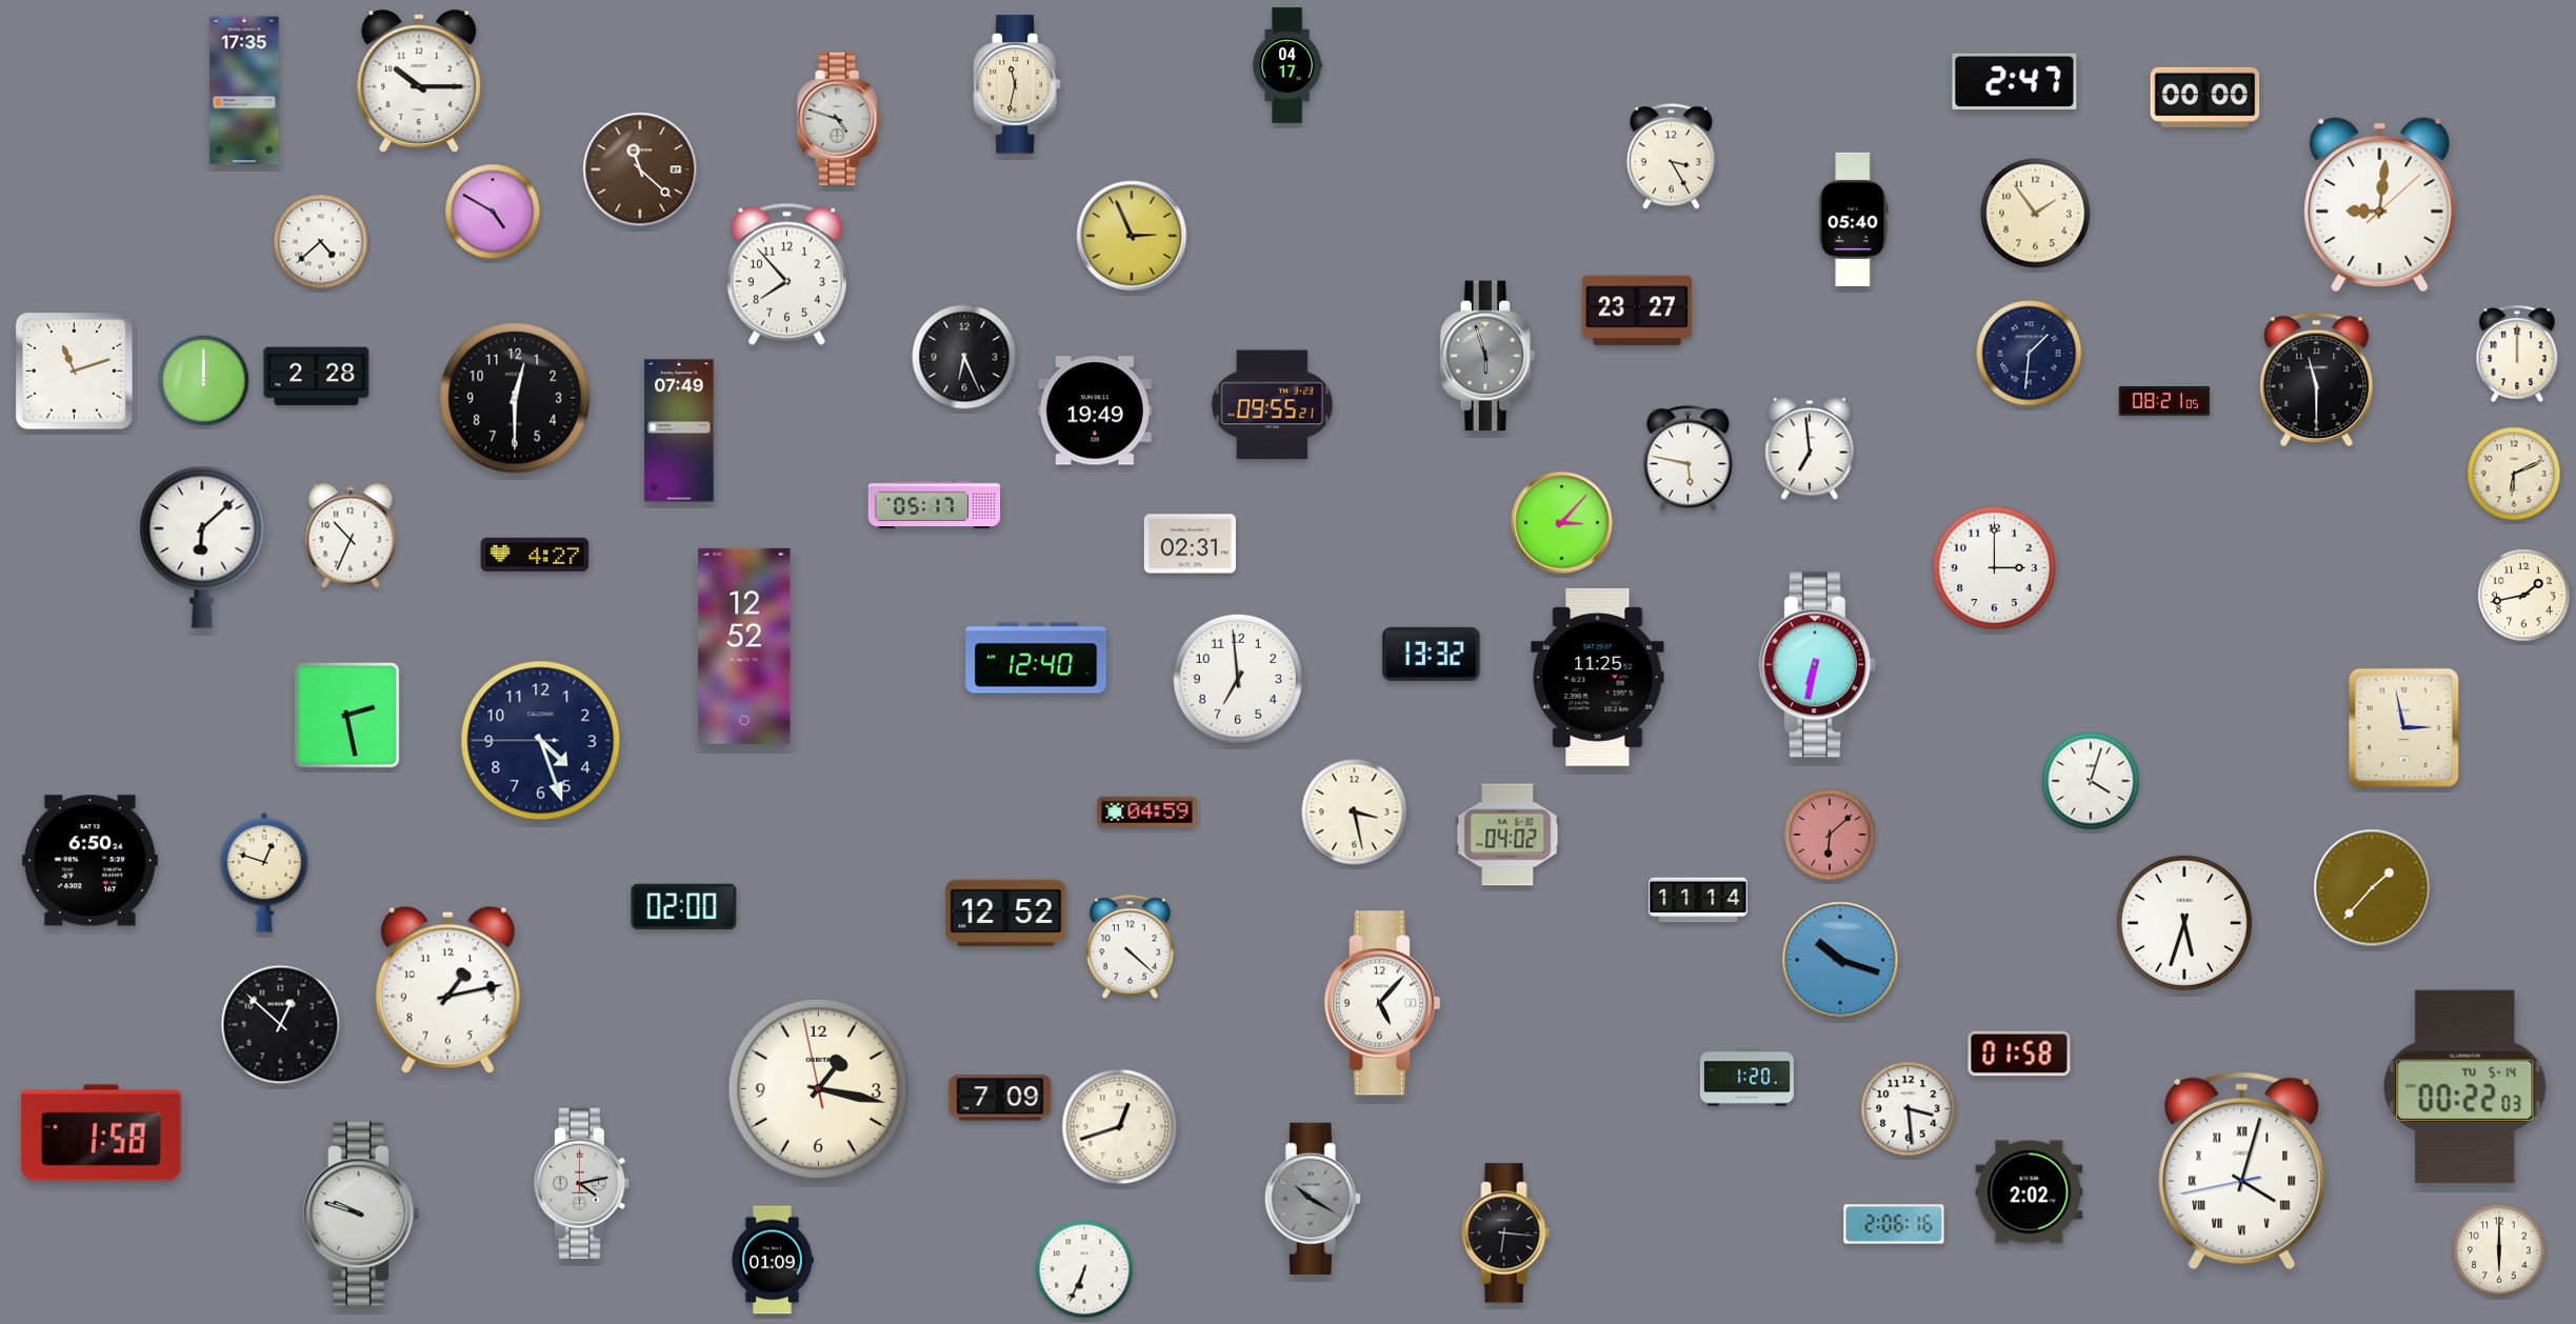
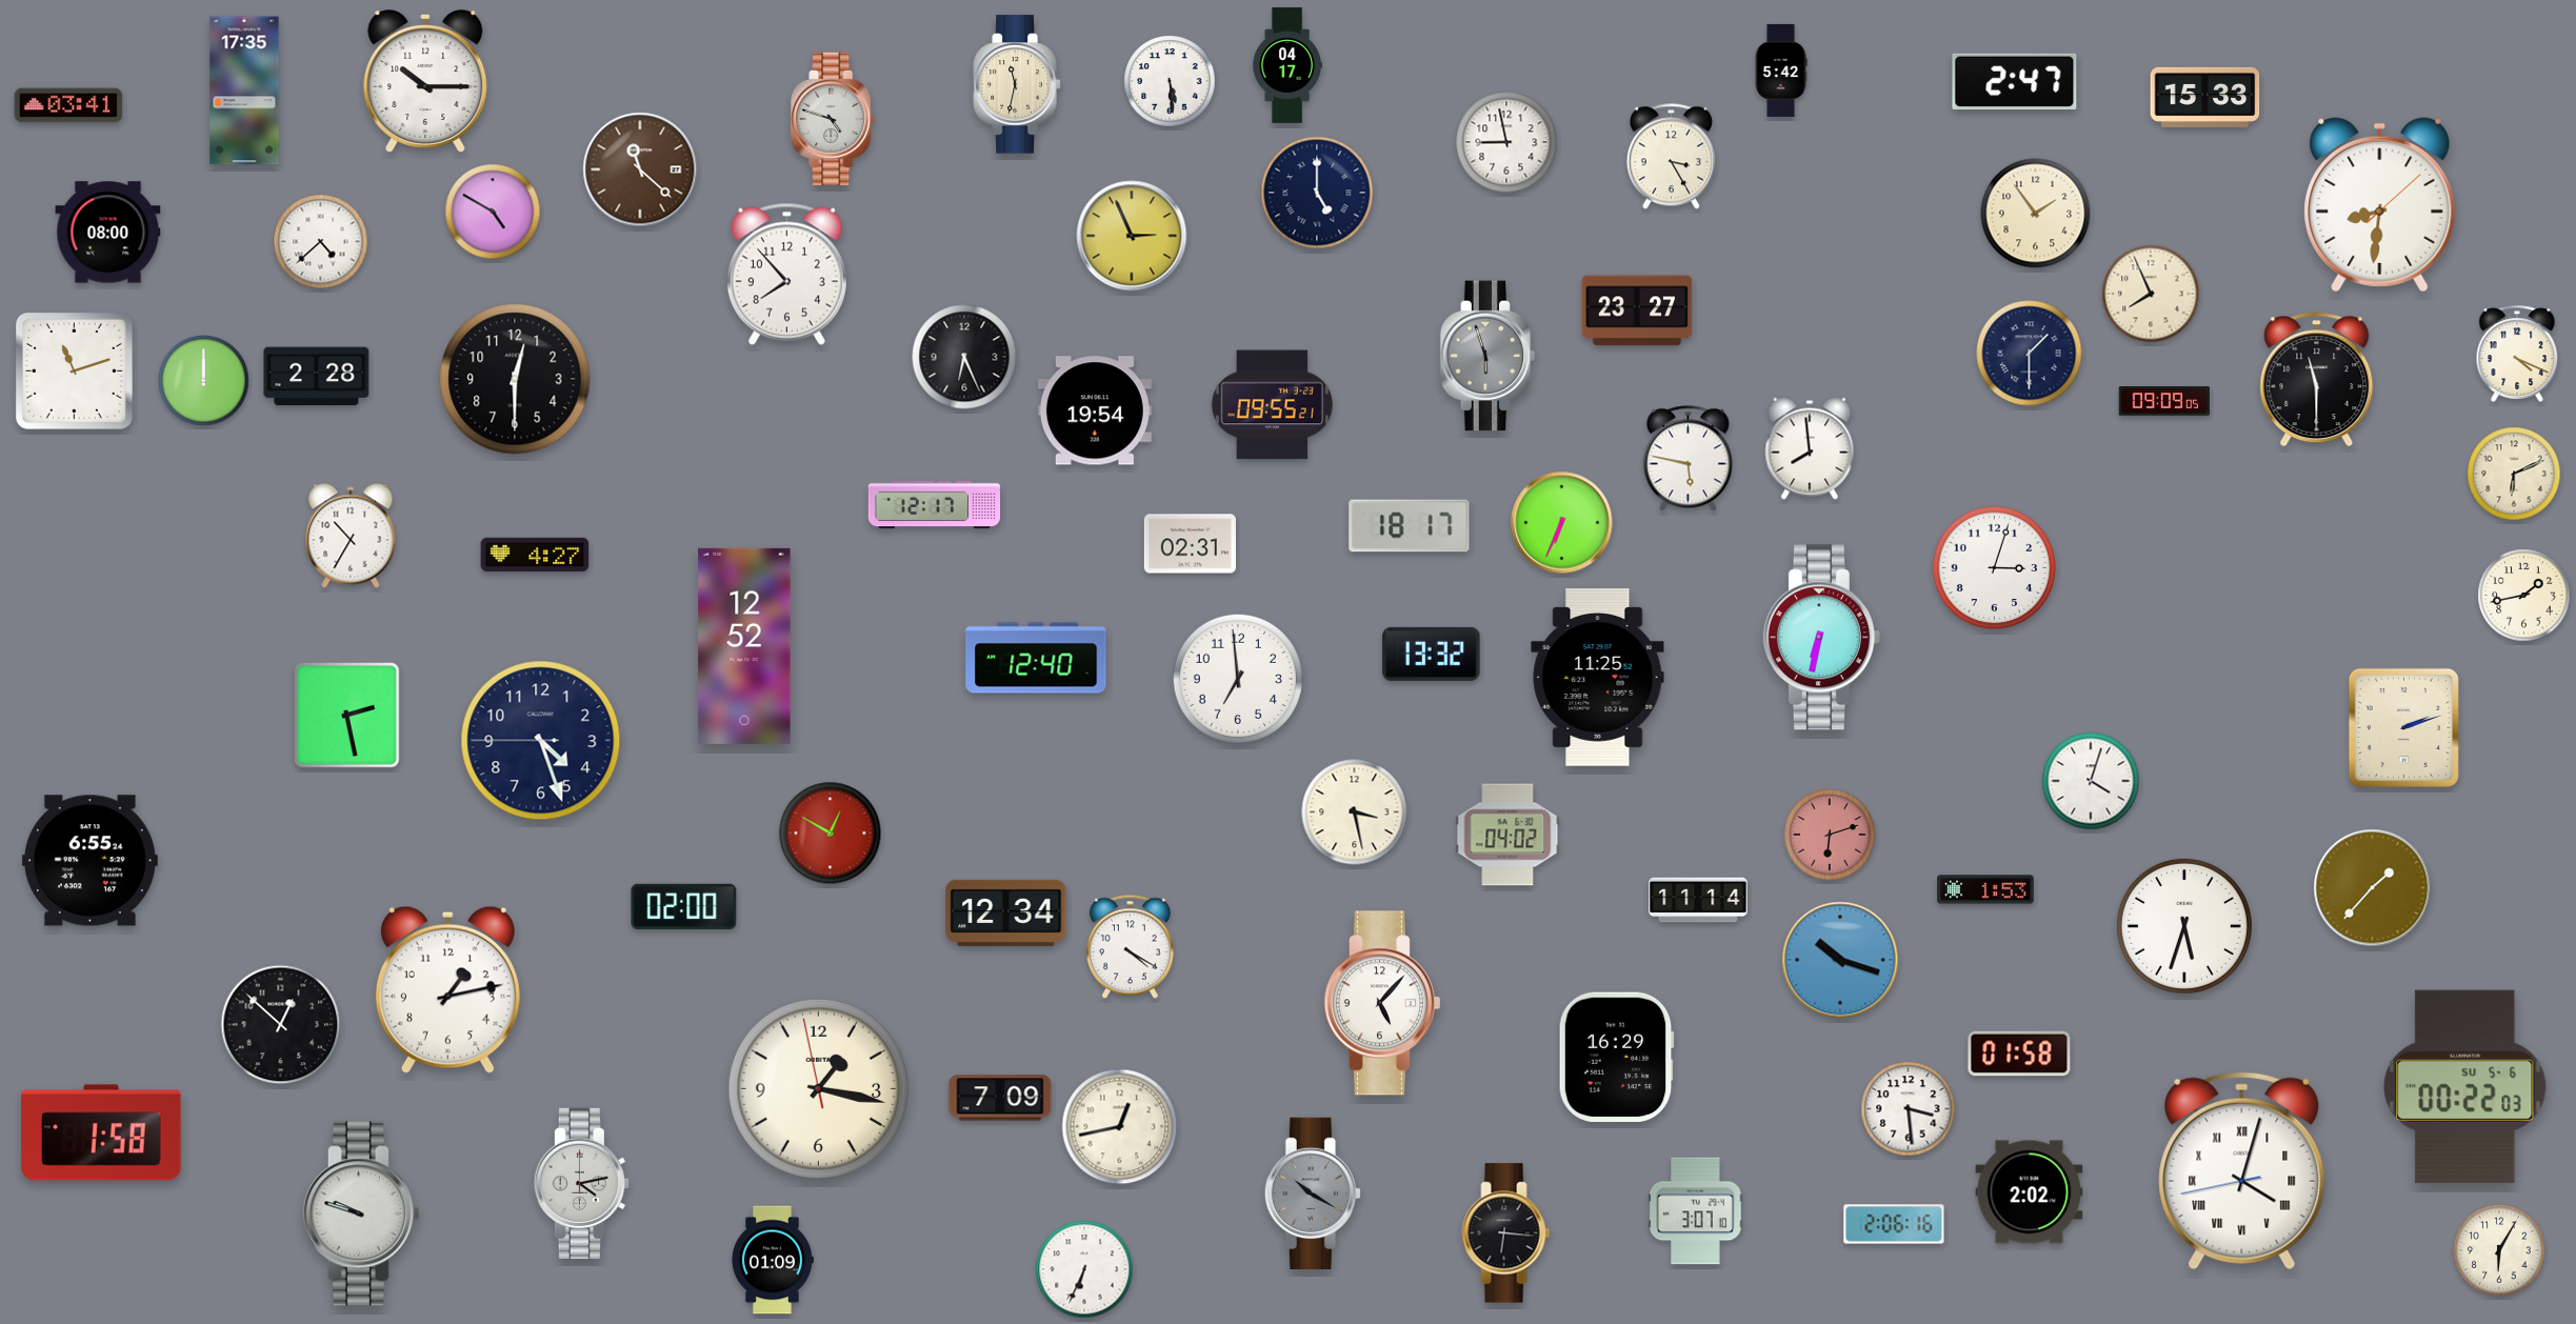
clock at (1781, 71): none -> 5:42
clock at (419, 81) position: (419, 81) -> (425, 81)
clock at (1170, 81): none -> 5:29
clock at (2205, 97): 00:00 -> 15:33
clock at (68, 105): none -> 03:41
clock at (840, 119) position: (840, 119) -> (834, 119)
clock at (1506, 142): none -> 8:58
clock at (1317, 193): none -> 5:00
clock at (2380, 205): 9:01 -> 8:31
clock at (1854, 219): 05:40 -> none
clock at (108, 233): none -> 08:00
clock at (2151, 294): none -> 7:56
clock at (2030, 354): 1:31 -> 1:30
clock at (2517, 354): 12:00 -> 4:19
clock at (515, 398) position: (515, 398) -> (515, 379)
clock at (2163, 402): 08:21 -> 09:09
clock at (1095, 410): 19:49 -> 19:54
clock at (679, 430): 07:49 -> none
clock at (1810, 448): 6:59 -> 7:59
clock at (935, 505): 05:17 -> 12:17
clock at (1562, 523): 3:07 -> 6:34
clock at (1410, 526): none -> 18:17
clock at (351, 536): 10:34 -> 10:35
clock at (202, 547): 6:08 -> none
clock at (1995, 568): 3:00 -> 3:03
clock at (1817, 665) position: (1817, 665) -> (1821, 638)
clock at (2403, 727): 2:58 -> 2:12
clock at (1147, 811): 04:59 -> none
clock at (831, 834): none -> 12:50
clock at (1830, 835): 6:08 -> 6:12
clock at (89, 861): 6:50 -> 6:55
clock at (264, 872): 12:48 -> none
clock at (1985, 889): none -> 1:53
clock at (1006, 912): 12:52 -> 12:34
clock at (2184, 923) position: (2184, 923) -> (2184, 926)
clock at (1130, 947): 4:22 -> 4:20
clock at (1616, 1058): none -> 16:29
clock at (1746, 1078): 1:20 -> none
clock at (2465, 1086) date: TU 5-14 -> SU 5-6
clock at (1120, 1127): 12:42 -> 12:43
clock at (1313, 1198) position: (1313, 1198) -> (1313, 1192)
clock at (1696, 1211): none -> 3:07
clock at (2499, 1250): 6:00 -> 6:05
